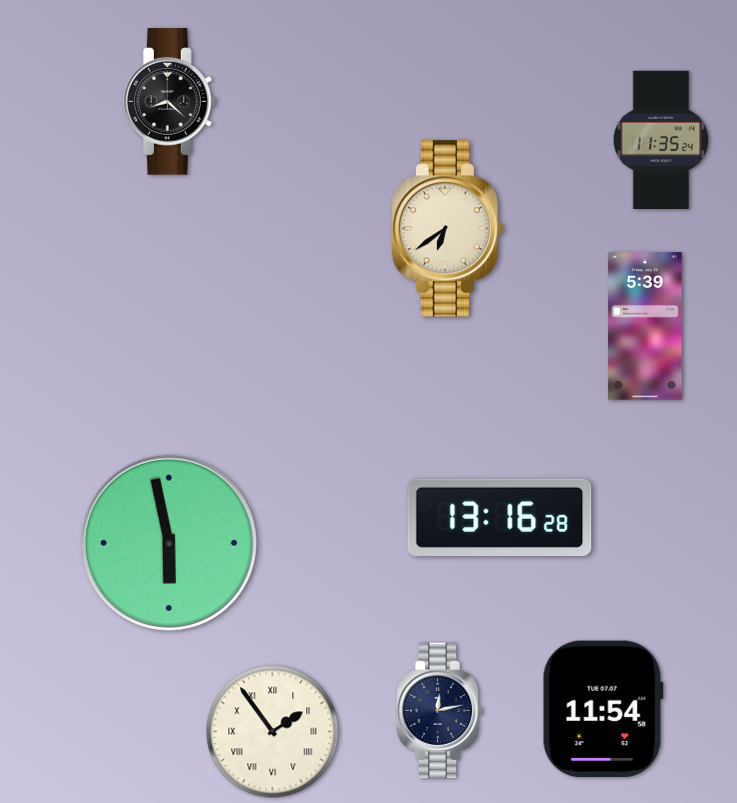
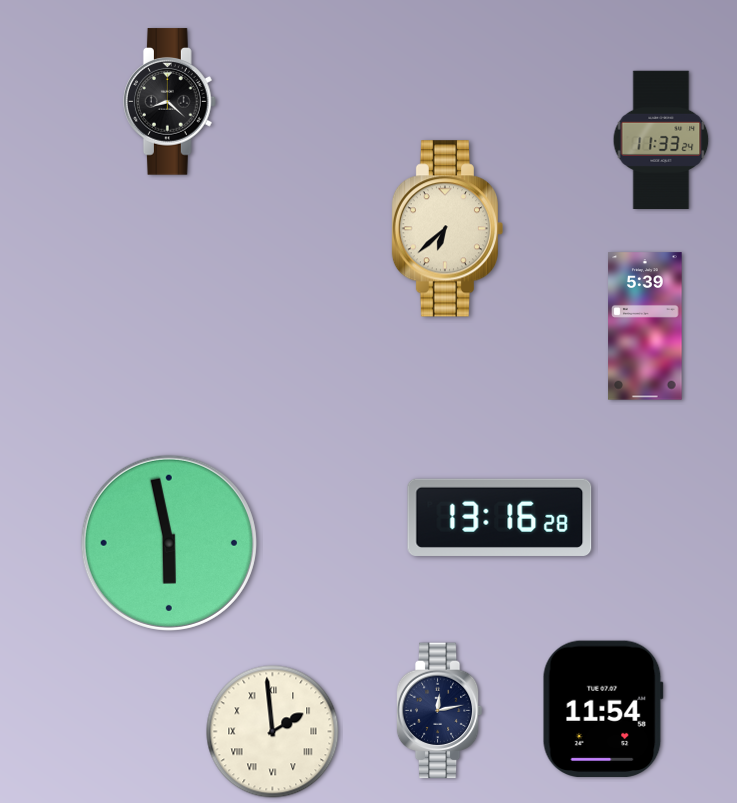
clock at (661, 139): 11:35 -> 11:33
clock at (448, 229): 6:39 -> 6:38
clock at (273, 732): 1:54 -> 1:59
